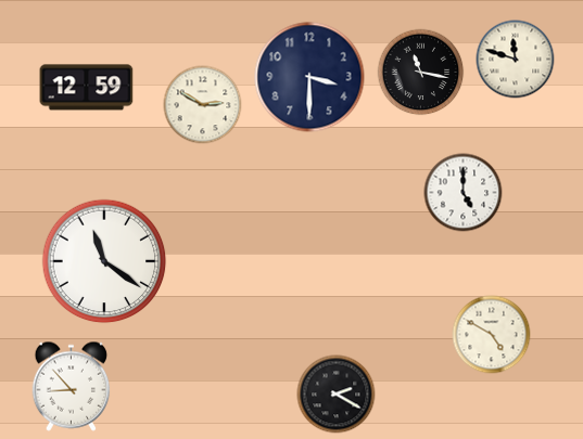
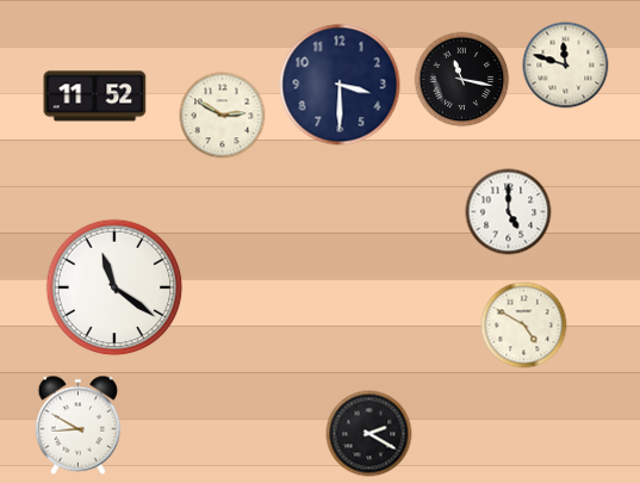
clock at (87, 88): 12:59 -> 11:52
clock at (492, 335) position: (492, 335) -> (524, 326)
clock at (72, 386): 8:53 -> 8:50
